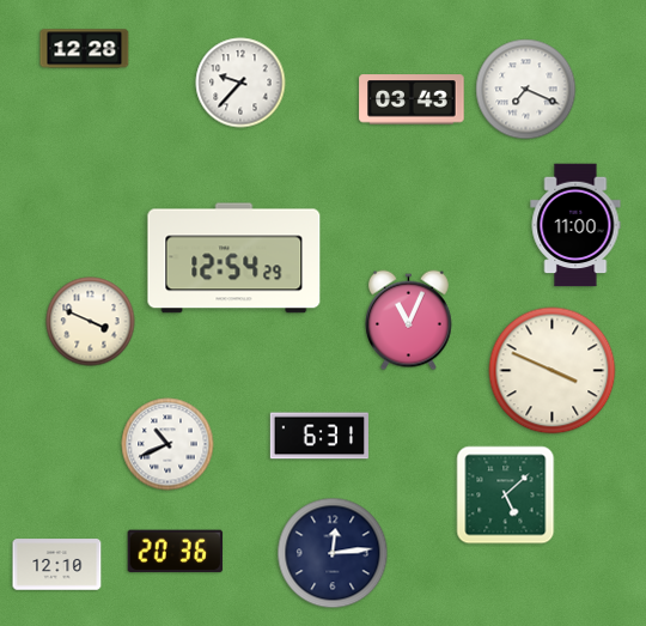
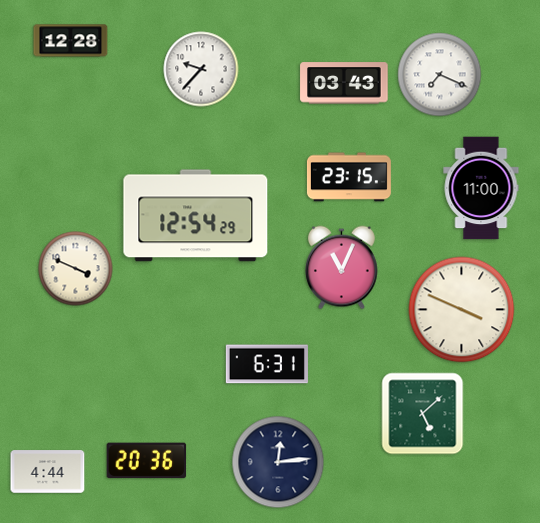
clock at (349, 177): none -> 23:15
clock at (167, 444): 10:41 -> none
clock at (57, 565): 12:10 -> 4:44
